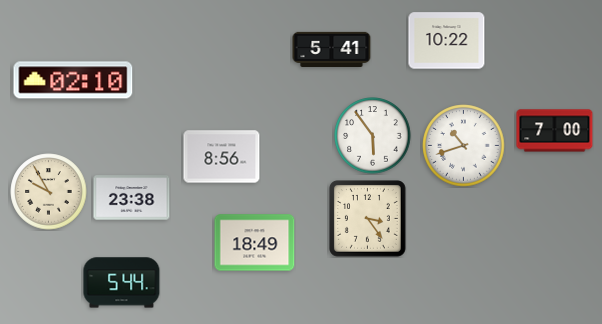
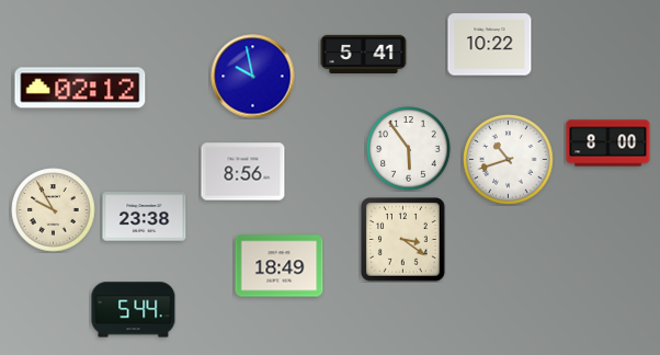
clock at (253, 77): none -> 9:58
clock at (73, 80): 02:10 -> 02:12
clock at (555, 131): 7:00 -> 8:00
clock at (368, 219): 3:24 -> 3:21
